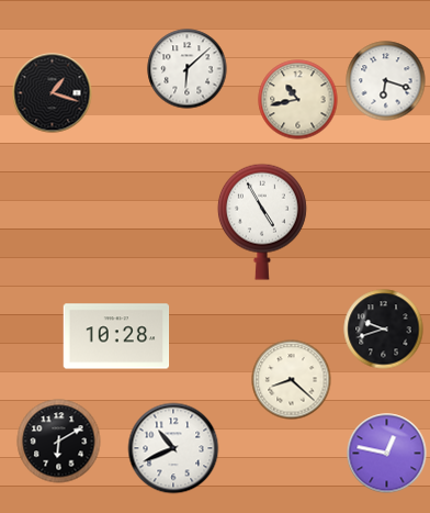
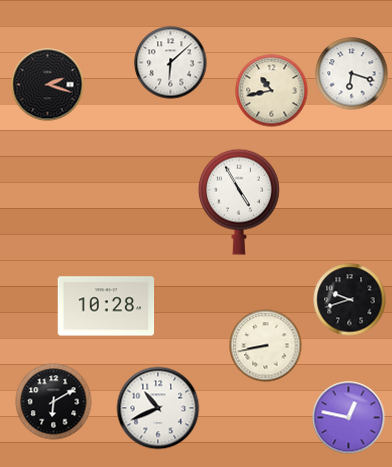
clock at (53, 93): 1:18 -> 2:18
clock at (292, 380): 8:22 -> 8:43
clock at (387, 454) position: (387, 454) -> (349, 418)
